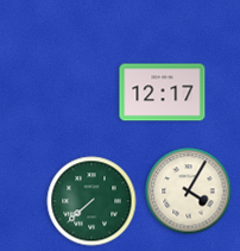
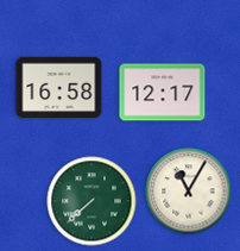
clock at (59, 87): none -> 16:58
clock at (189, 192): 4:05 -> 11:05
